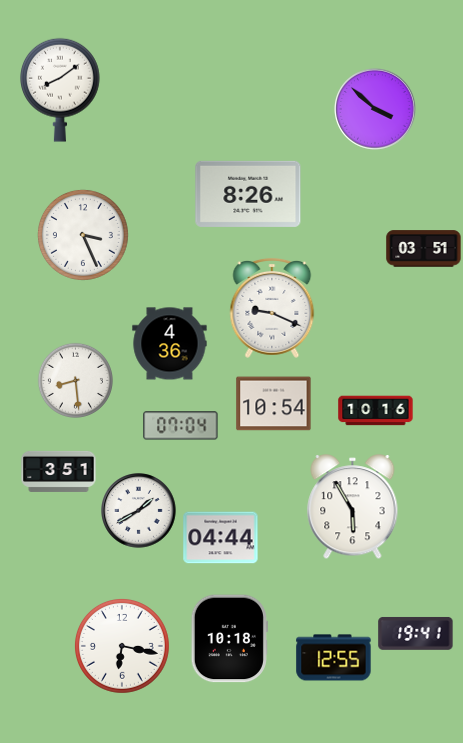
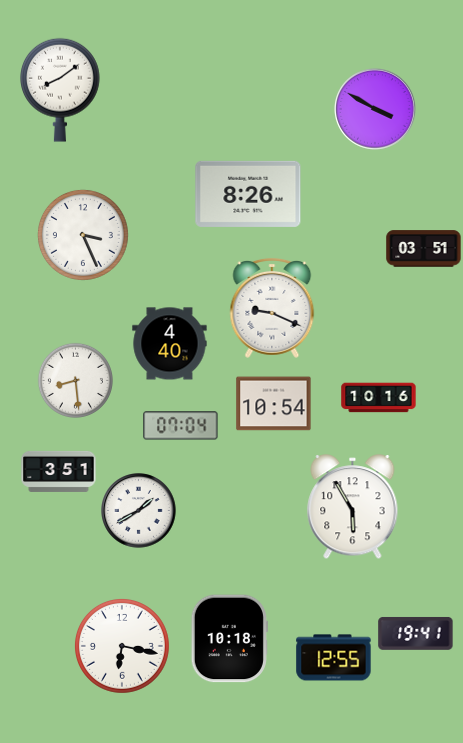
clock at (376, 110): 3:52 -> 3:50
clock at (170, 344): 4:36 -> 4:40
clock at (376, 411) position: (376, 411) -> (379, 398)
clock at (221, 538): 04:44 -> none
